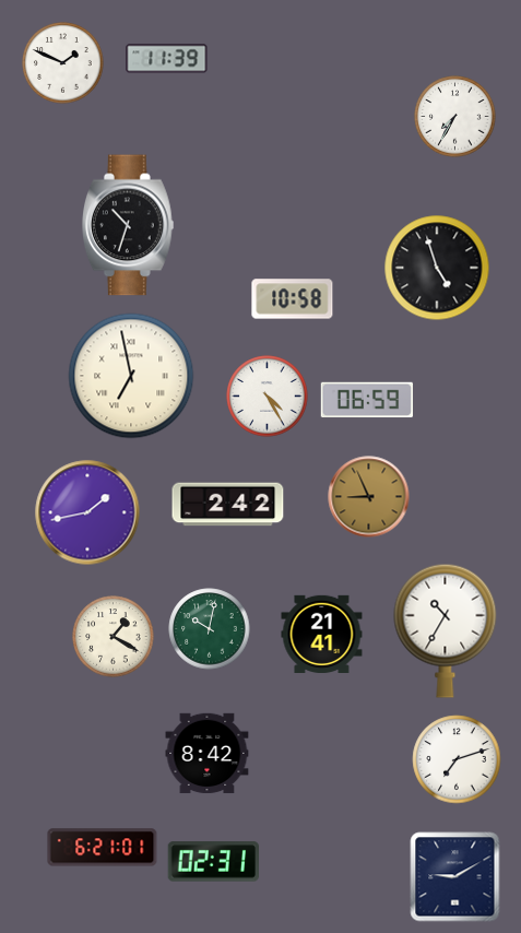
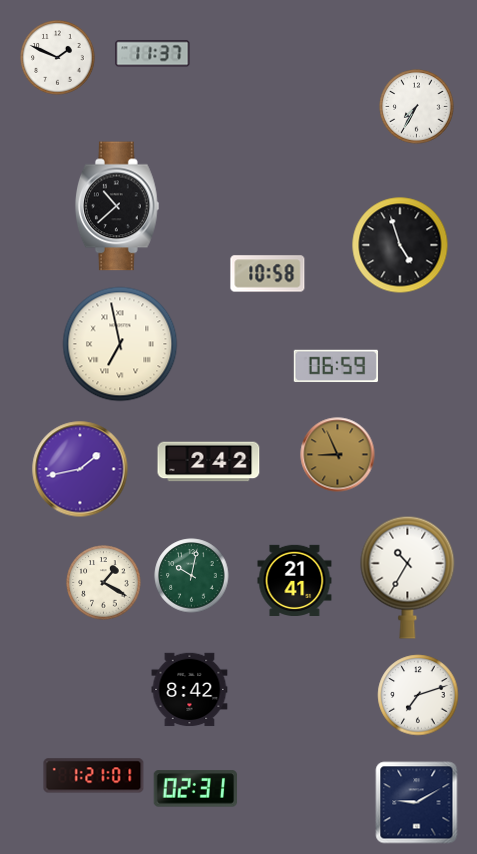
clock at (167, 59): 11:39 -> 11:37
clock at (129, 225): 10:33 -> 10:38
clock at (268, 397): 4:25 -> none
clock at (103, 848): 6:21 -> 1:21
